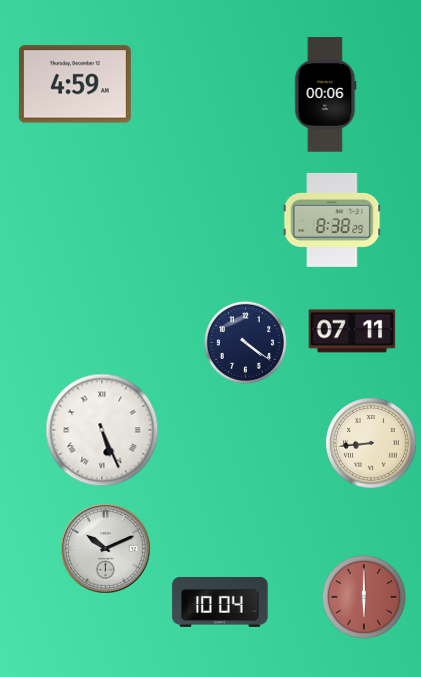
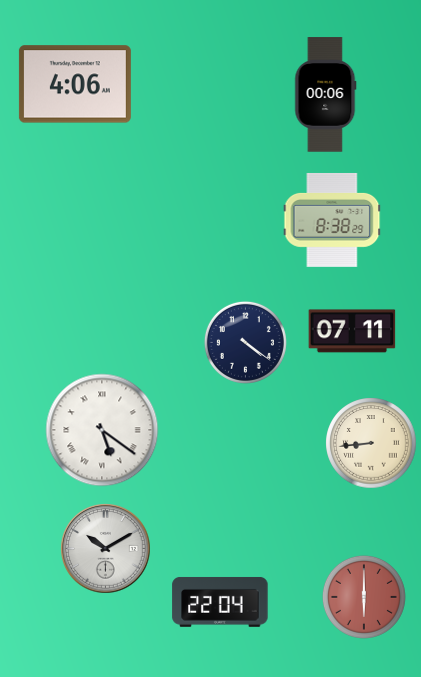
clock at (75, 84): 4:59 -> 4:06
clock at (102, 430): 5:26 -> 5:21
clock at (106, 549): 10:11 -> 10:10
clock at (220, 602): 10:04 -> 22:04
